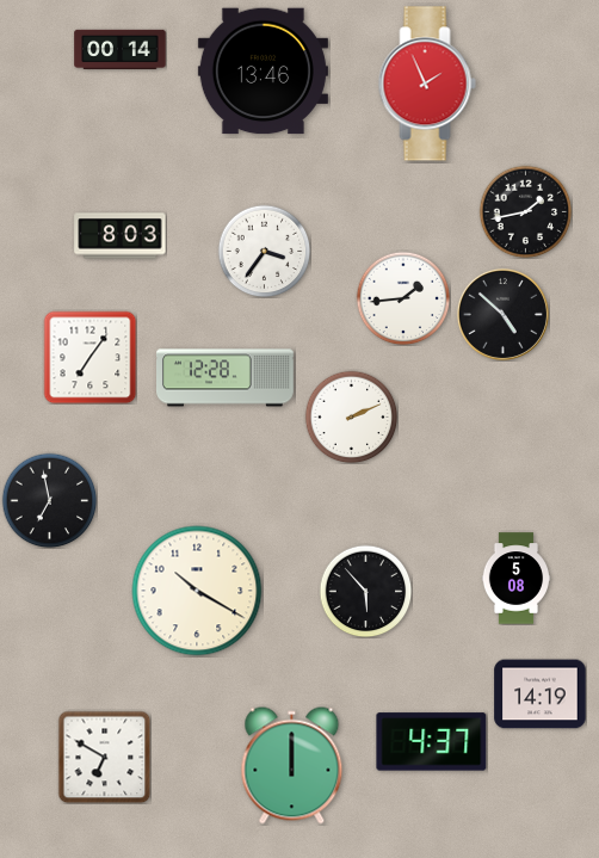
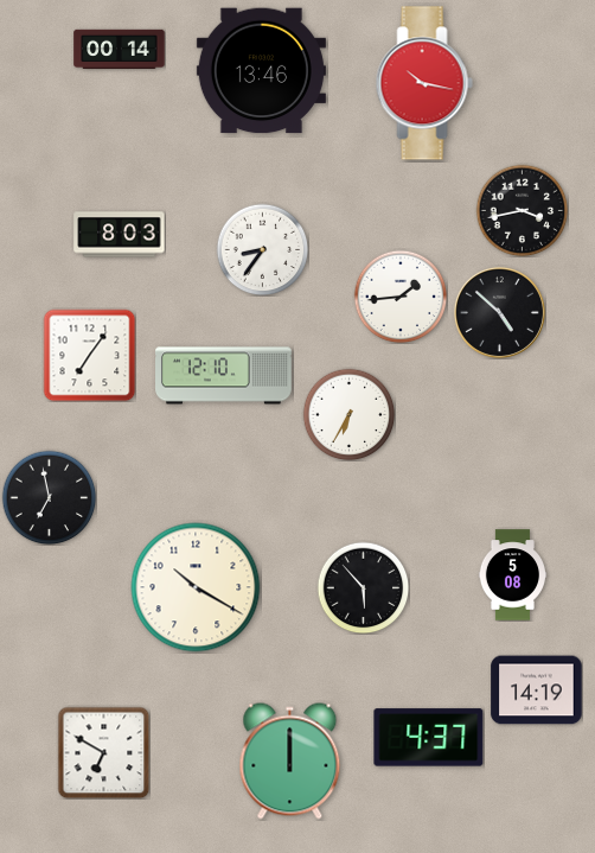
clock at (427, 84): 1:56 -> 10:17
clock at (525, 211): 1:43 -> 3:43
clock at (264, 251): 3:36 -> 8:36
clock at (226, 378): 12:28 -> 12:10
clock at (351, 416): 2:11 -> 6:35
